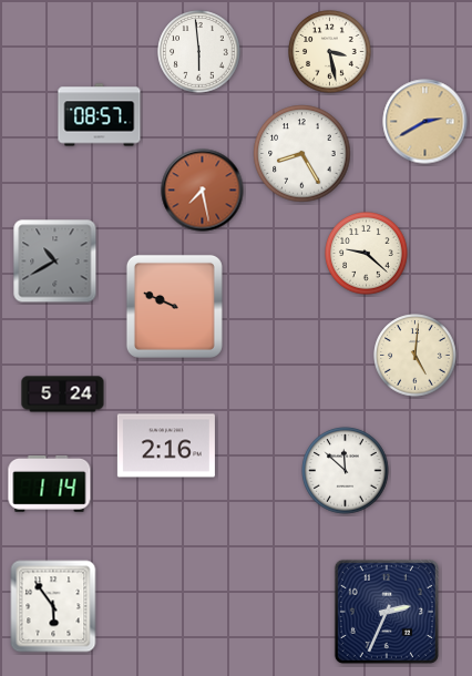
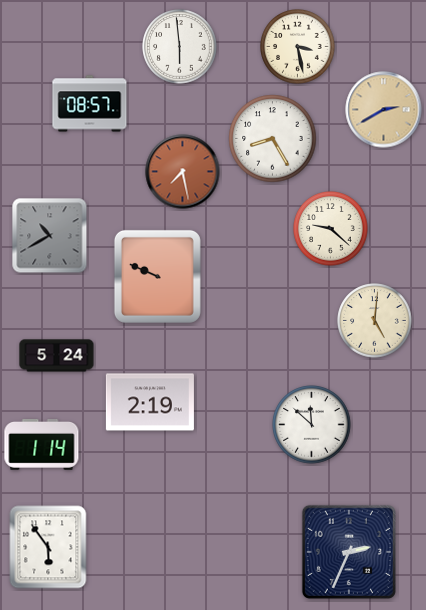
clock at (166, 445): 2:16 -> 2:19
clock at (50, 483) position: (50, 483) -> (42, 444)
